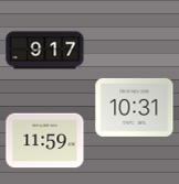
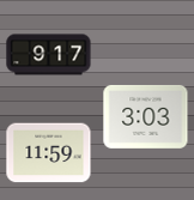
clock at (135, 107): 10:31 -> 3:03
